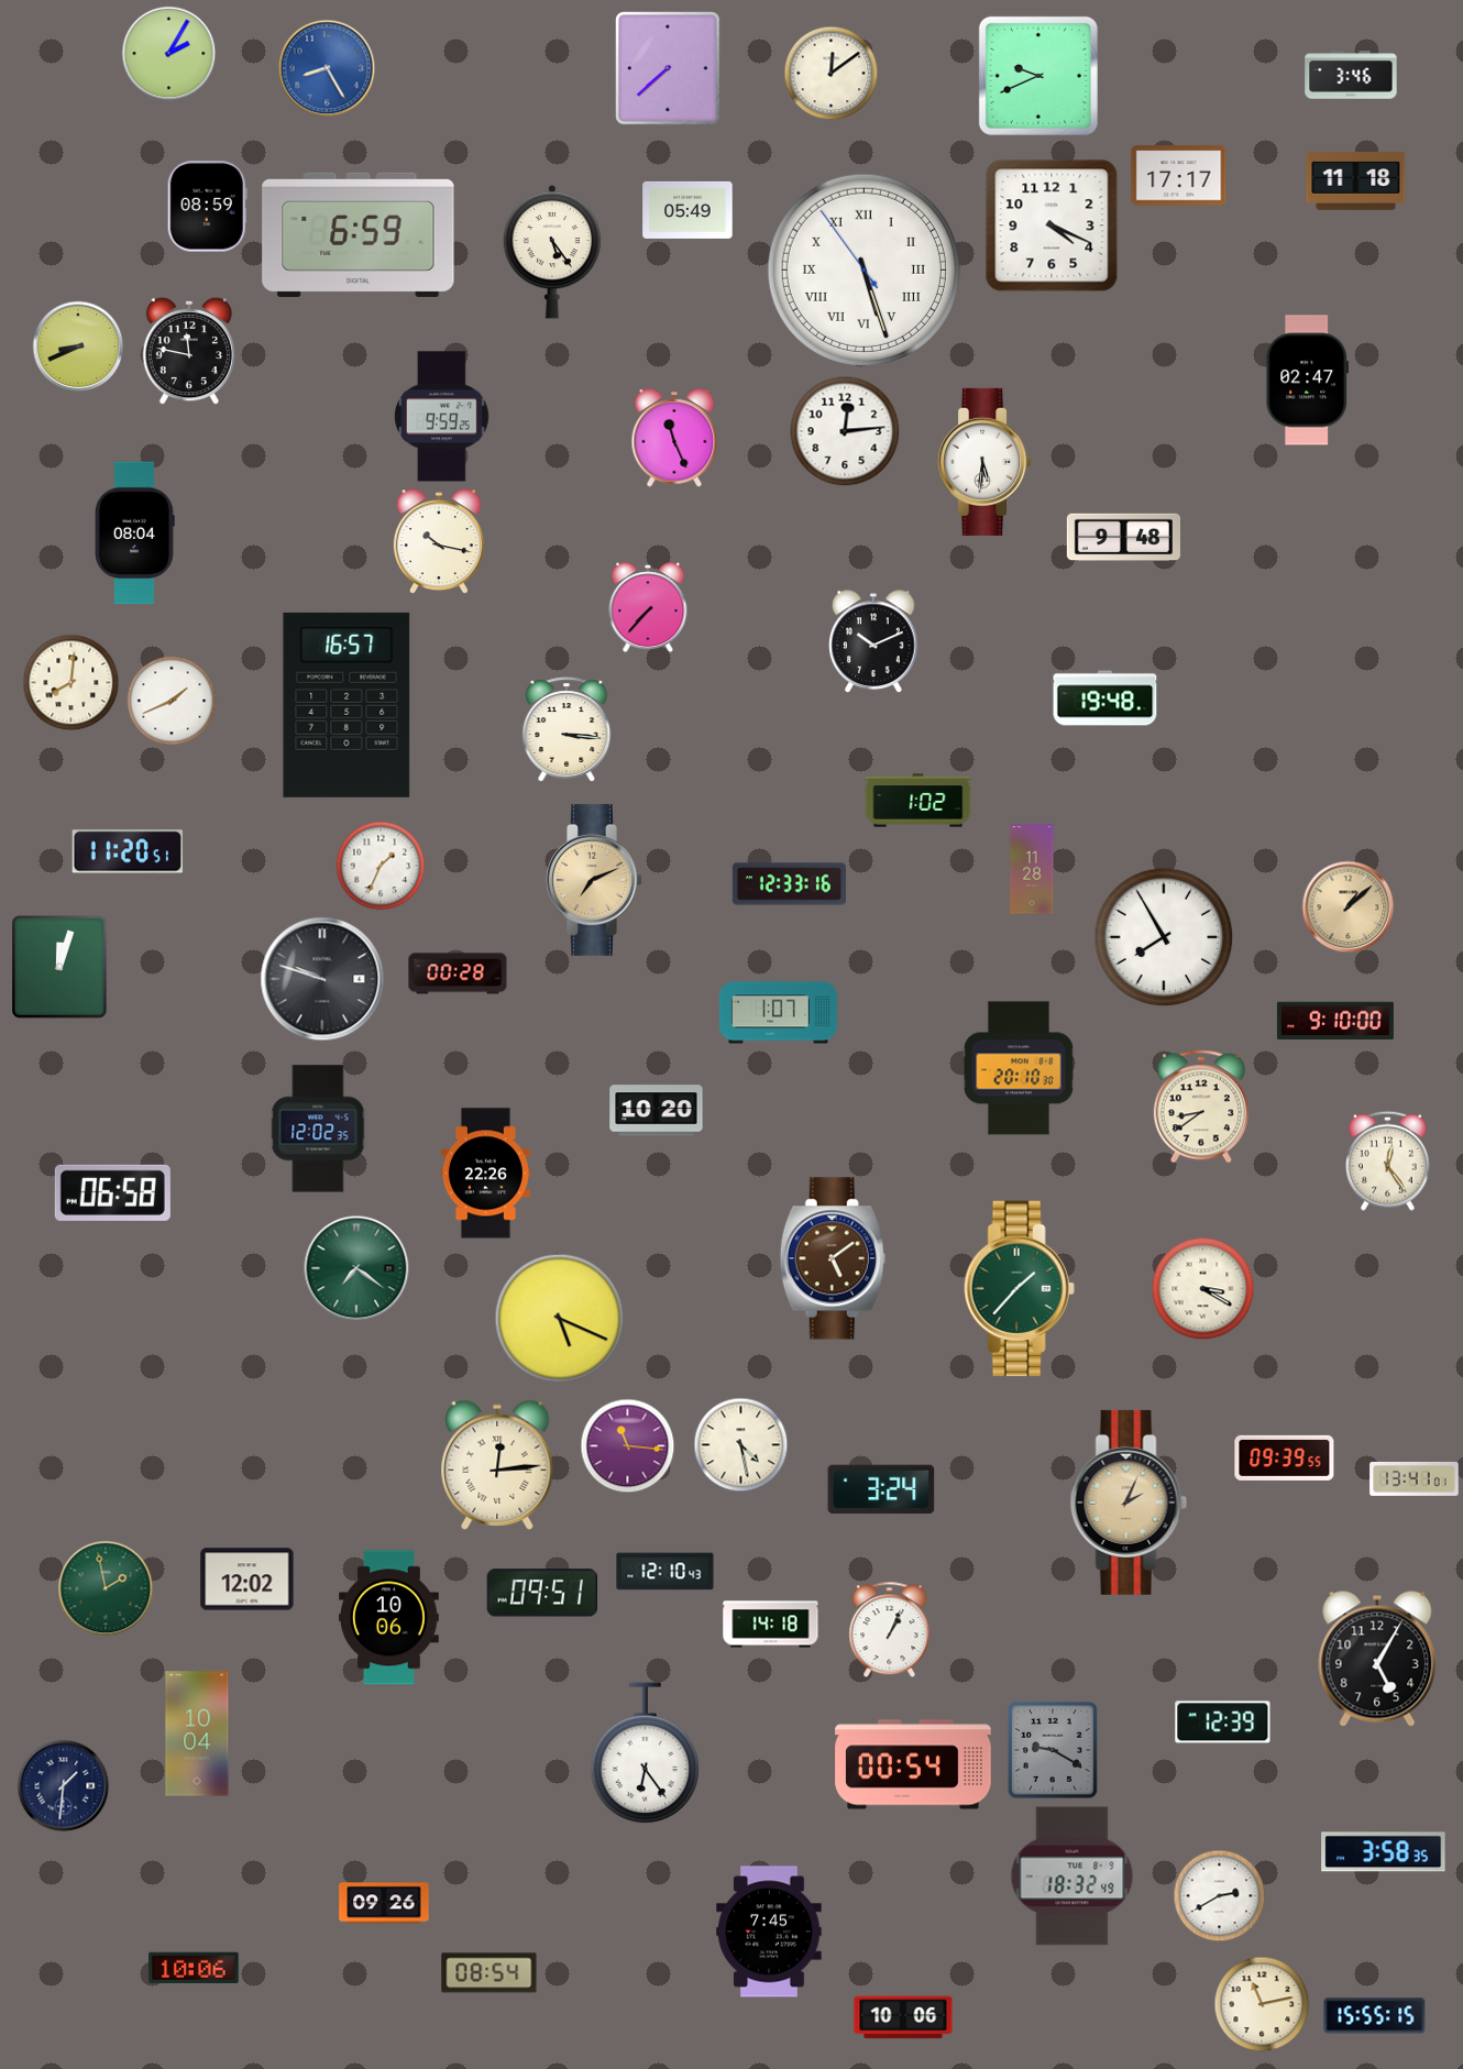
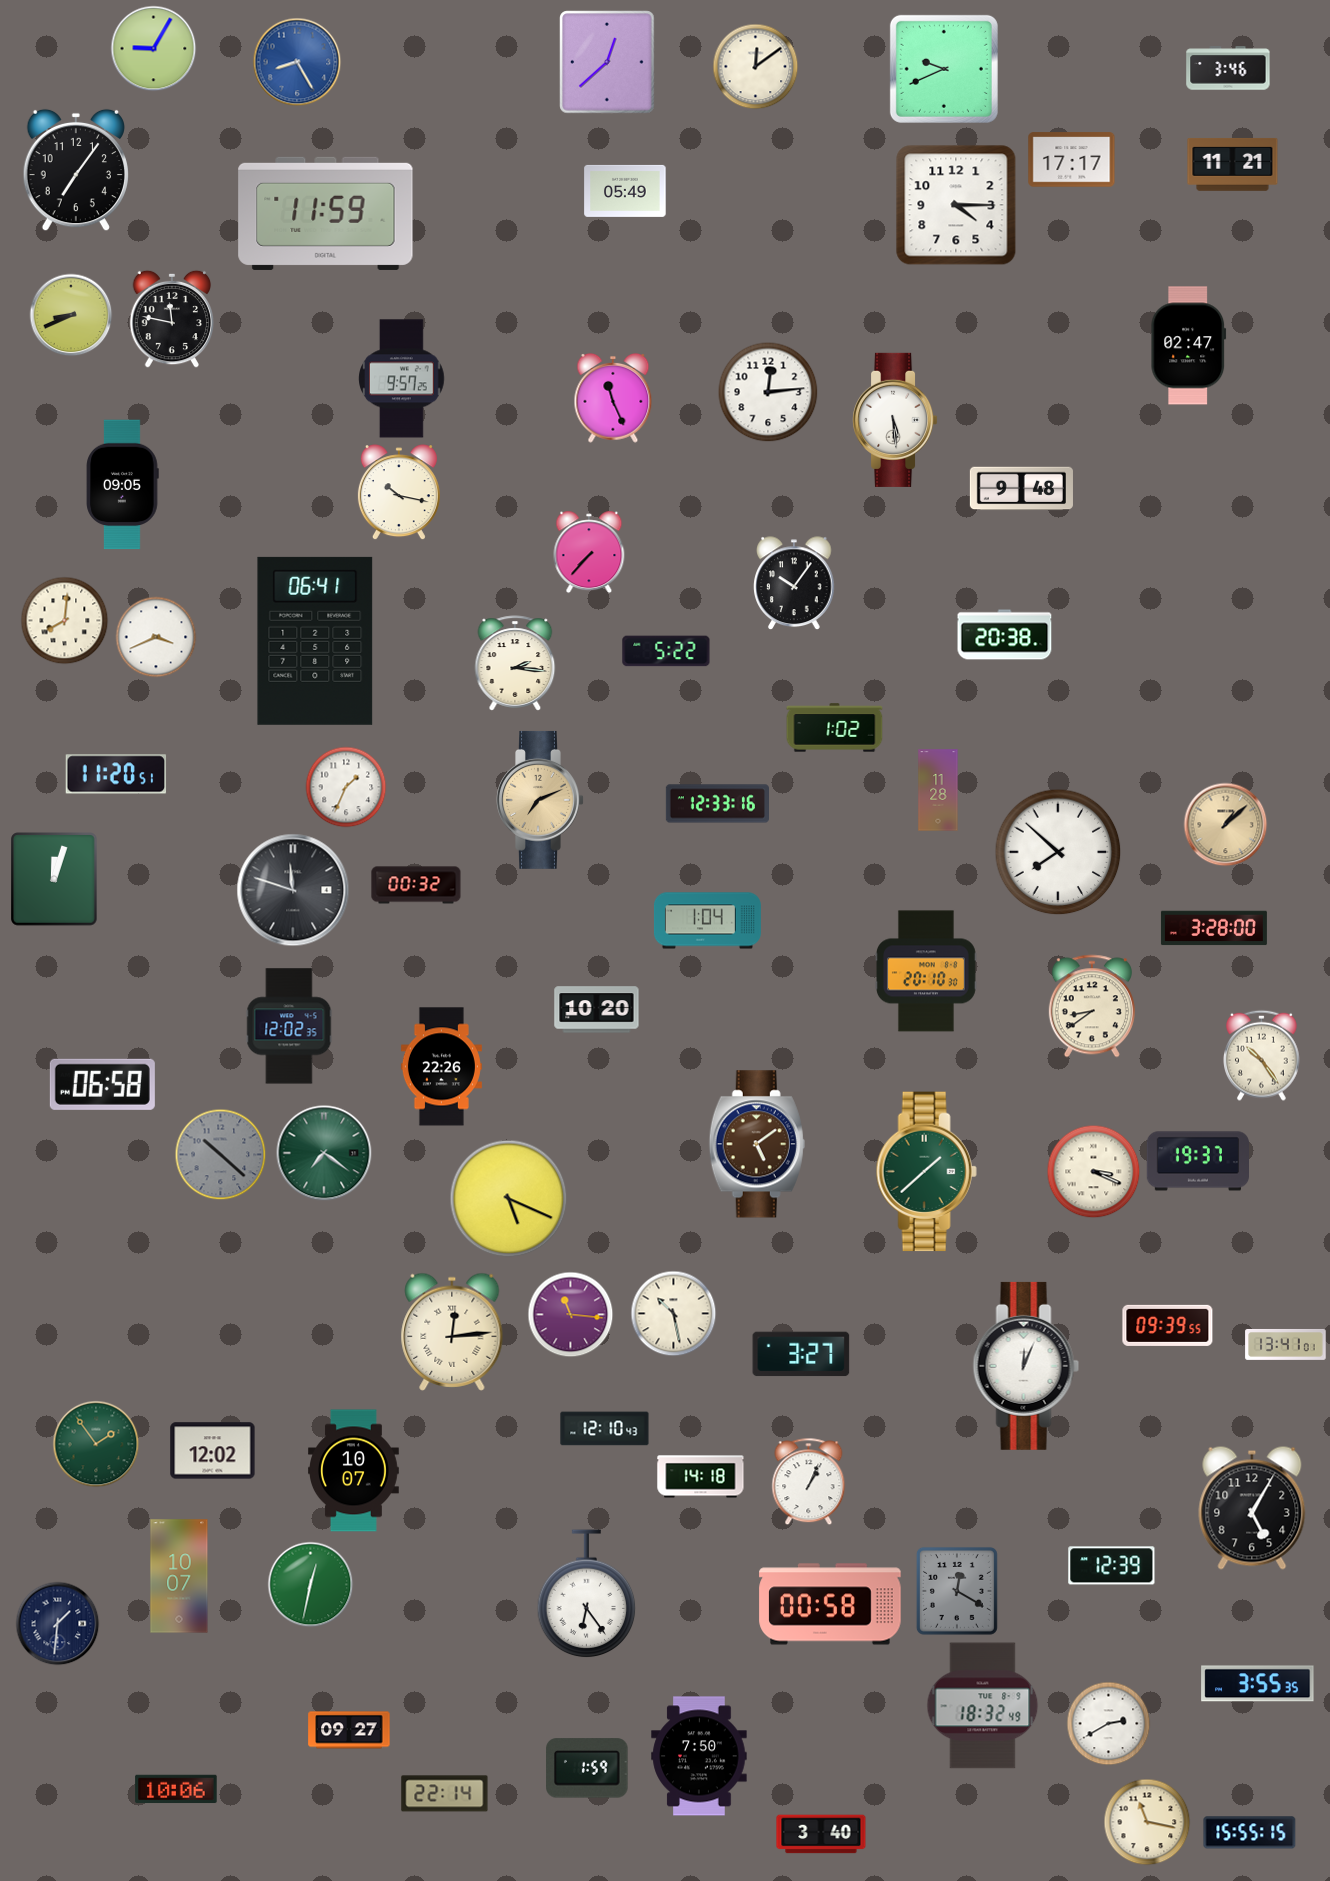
clock at (169, 54): 2:05 -> 9:05
clock at (668, 68): 7:38 -> 12:38
clock at (1356, 180): 11:18 -> 11:21
clock at (76, 170): none -> 7:06
clock at (207, 207): 08:59 -> none
clock at (1052, 225): 4:19 -> 4:15
clock at (359, 234): 6:59 -> 11:59
clock at (552, 252): 5:24 -> none
clock at (864, 269): 5:26 -> none
clock at (442, 417): 9:59 -> 9:57
clock at (986, 462): 5:31 -> 5:29
clock at (134, 533): 08:04 -> 09:05
clock at (873, 641): 10:11 -> 10:06
clock at (1105, 698): 19:48 -> 20:38
clock at (172, 701): 1:41 -> 3:41
clock at (346, 705): 16:57 -> 06:41
clock at (666, 651): none -> 5:22
clock at (566, 729): 3:16 -> 2:16
clock at (1164, 937): 7:55 -> 7:52
clock at (458, 973): 00:28 -> 00:32
clock at (322, 979): 9:48 -> 11:48
clock at (778, 1013): 1:07 -> 1:04
clock at (1335, 1021): 9:10 -> 3:28
clock at (1388, 1160): 12:24 -> 10:24
clock at (221, 1155): none -> 10:22
clock at (1197, 1161): none -> 19:37
clock at (1019, 1289): 1:37 -> 1:38
clock at (1203, 1289): 3:20 -> 3:19
clock at (741, 1445): 4:28 -> 10:28
clock at (881, 1489): 3:24 -> 3:27
clock at (1129, 1503): 2:04 -> 12:04
clock at (1129, 1503) dial: champagne -> white
clock at (248, 1580) position: (248, 1580) -> (213, 1451)
clock at (106, 1588): 1:58 -> 1:54
clock at (542, 1593): 09:51 -> none
clock at (389, 1618): 10:06 -> 10:07
clock at (197, 1734): 10:04 -> 10:07
clock at (311, 1585): none -> 12:32
clock at (1053, 1750): 9:20 -> 12:20
clock at (913, 1764): 00:54 -> 00:58
clock at (1384, 1852): 3:58 -> 3:55
clock at (1072, 1877) position: (1072, 1877) -> (983, 1706)
clock at (384, 1903): 09:26 -> 09:27
clock at (769, 1932): 7:45 -> 7:50
clock at (587, 1768): none -> 1:59
clock at (490, 1973): 08:54 -> 22:14
clock at (1262, 2004): 11:13 -> 11:17
clock at (903, 2017): 10:06 -> 3:40
